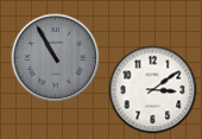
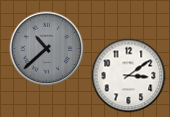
clock at (56, 58): 10:55 -> 10:38
